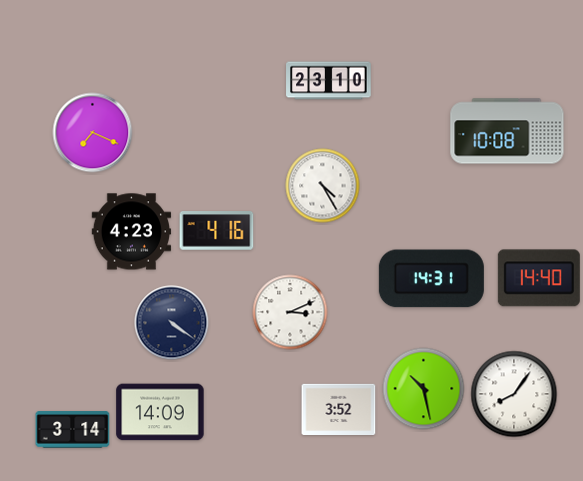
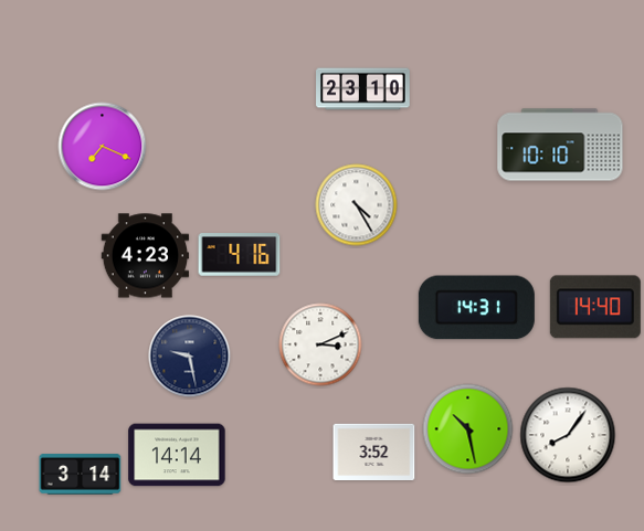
clock at (507, 131): 10:08 -> 10:10
clock at (172, 323): 4:21 -> 9:28
clock at (160, 412): 14:09 -> 14:14
